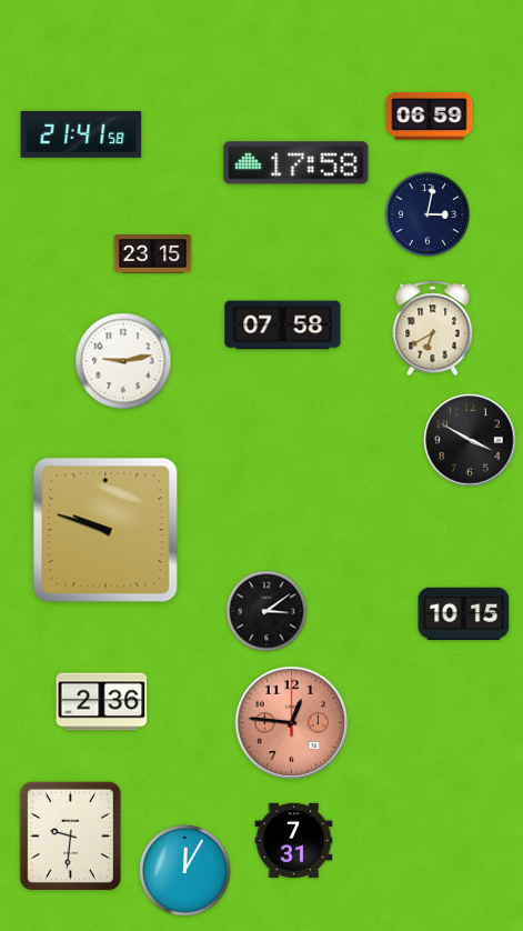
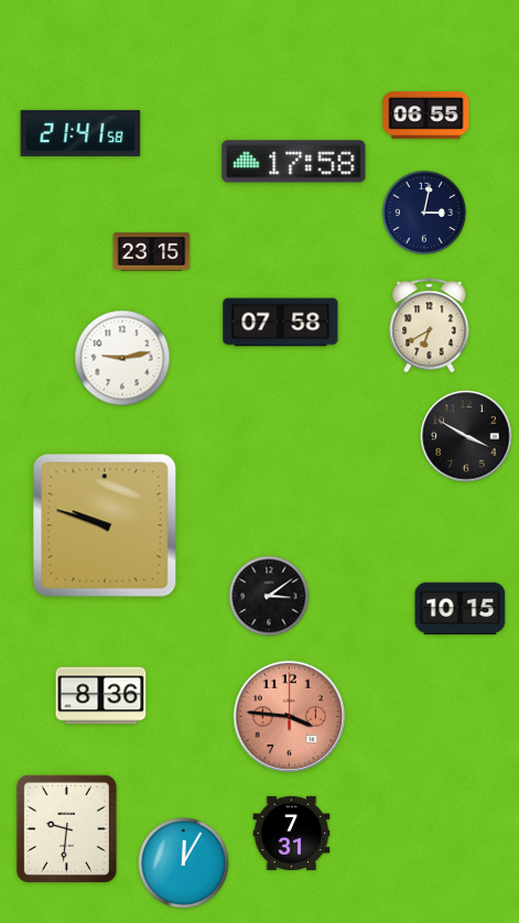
clock at (430, 117): 06:59 -> 06:55
clock at (266, 611) position: (266, 611) -> (269, 596)
clock at (102, 702): 2:36 -> 8:36
clock at (292, 723): 12:46 -> 3:46
clock at (70, 835) position: (70, 835) -> (66, 828)
